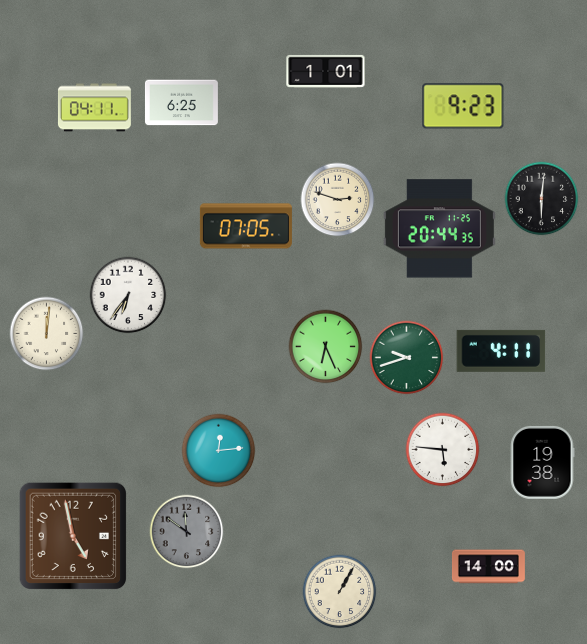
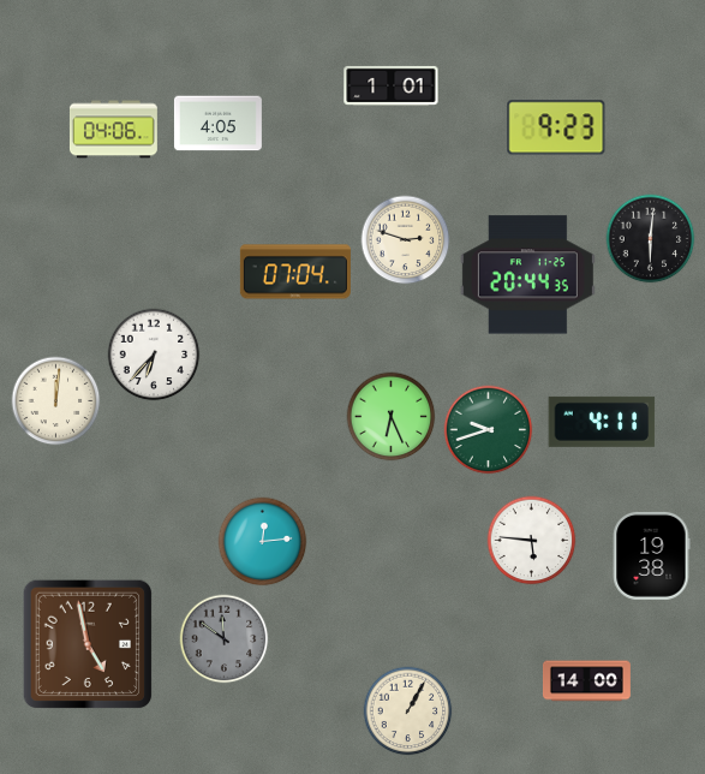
clock at (181, 103): 6:25 -> 4:05
clock at (94, 108): 04:11 -> 04:06
clock at (246, 226): 07:05 -> 07:04
clock at (128, 295): 6:36 -> 6:37
